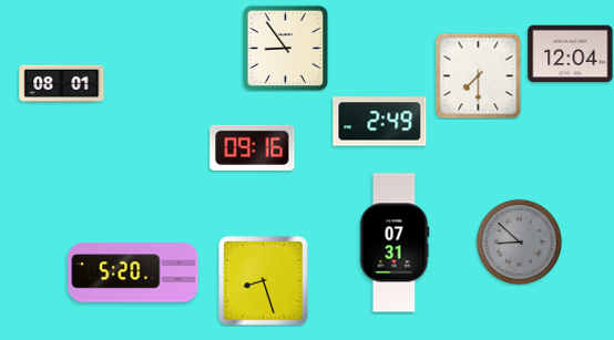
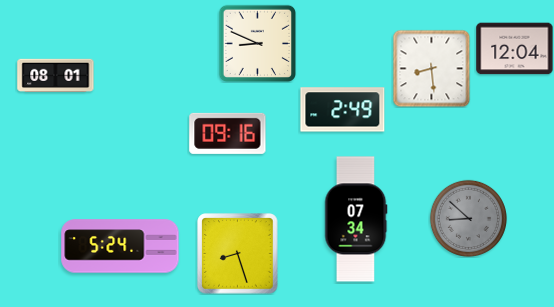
clock at (285, 48): 8:54 -> 8:49
clock at (478, 75): 7:30 -> 8:29
clock at (395, 243): 07:31 -> 07:34
clock at (133, 272): 5:20 -> 5:24
